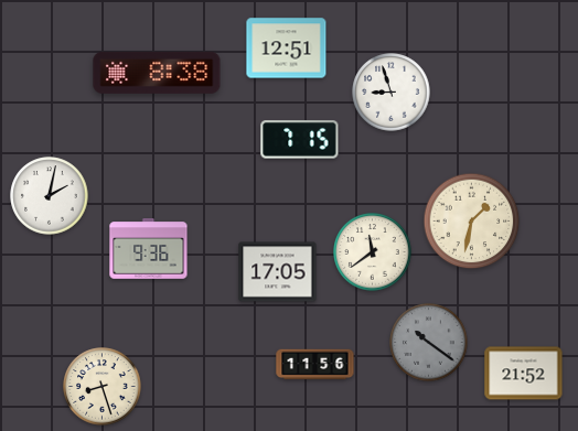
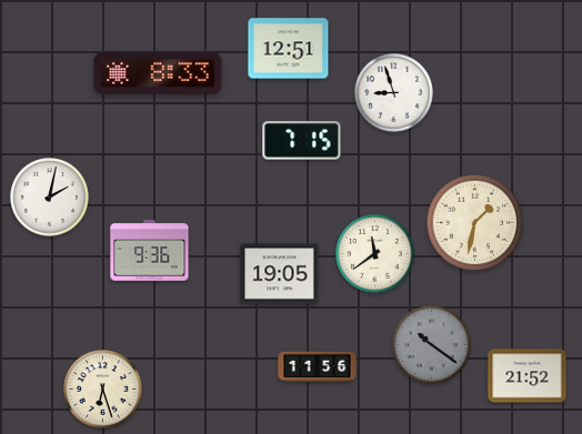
clock at (157, 73): 8:38 -> 8:33
clock at (278, 272): 17:05 -> 19:05
clock at (103, 387): 8:27 -> 6:27
